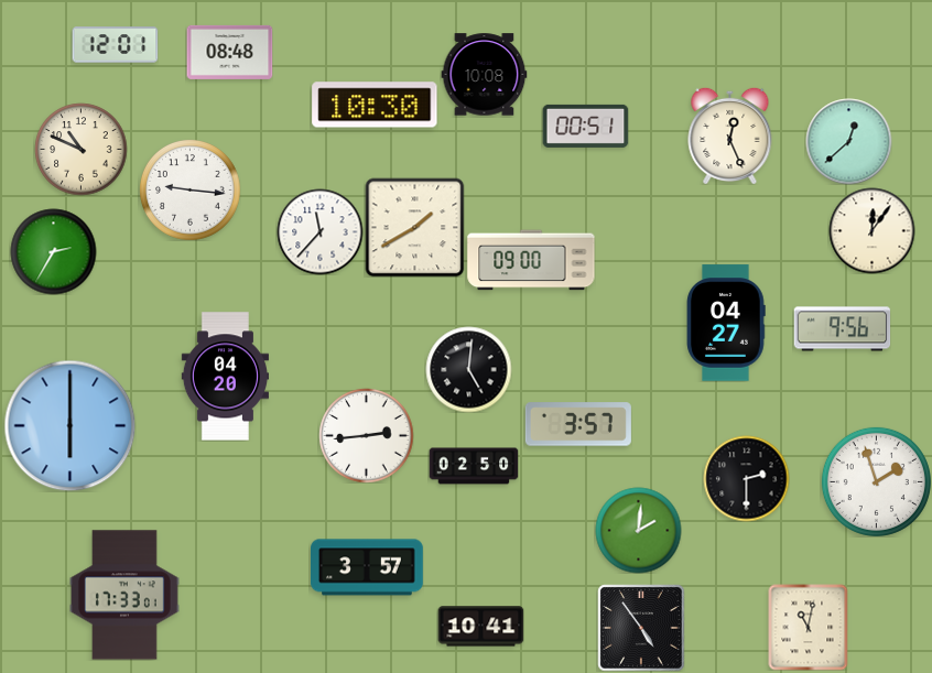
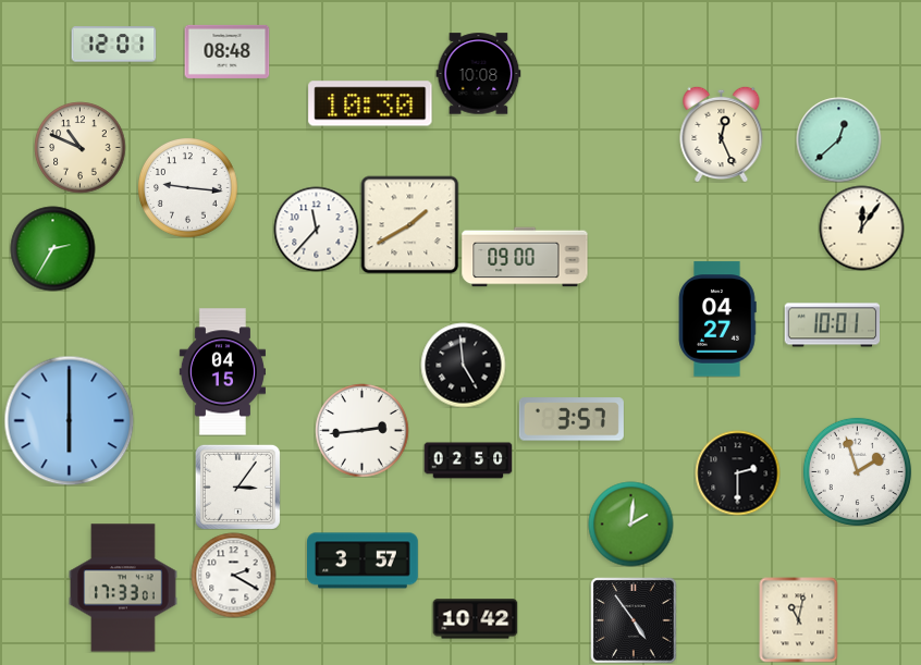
clock at (585, 126): 00:51 -> none
clock at (842, 329): 9:56 -> 10:01
clock at (468, 369): 5:01 -> 4:59
clock at (225, 377): 04:20 -> 04:15
clock at (876, 481) position: (876, 481) -> (857, 471)
clock at (237, 487): none -> 3:06
clock at (233, 575): none -> 2:20
clock at (480, 627): 10:41 -> 10:42
